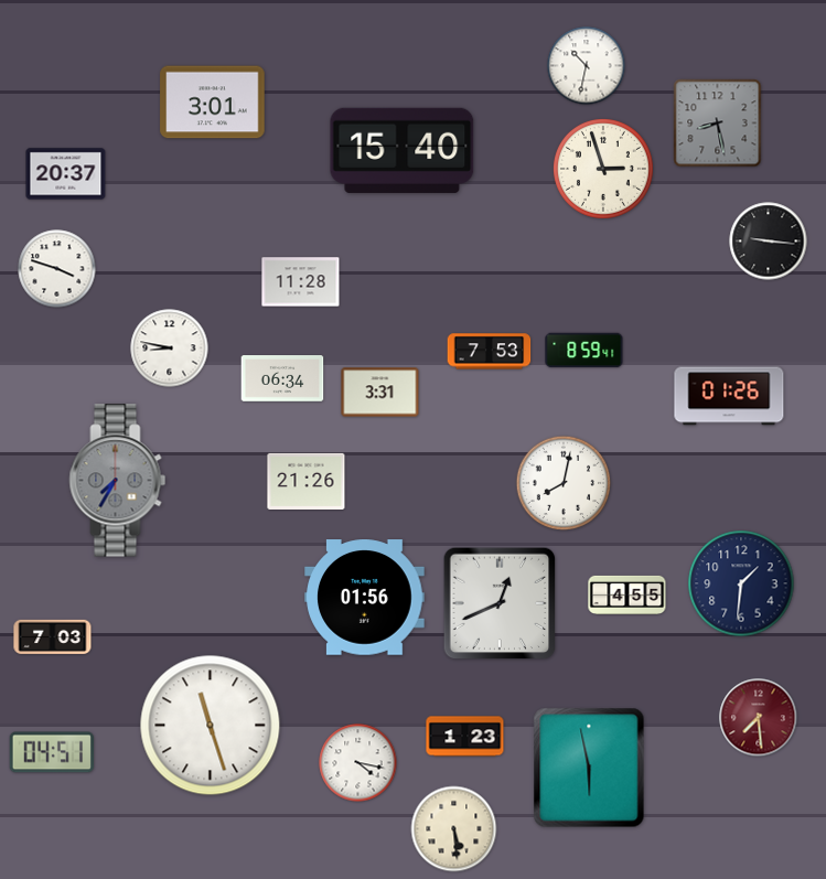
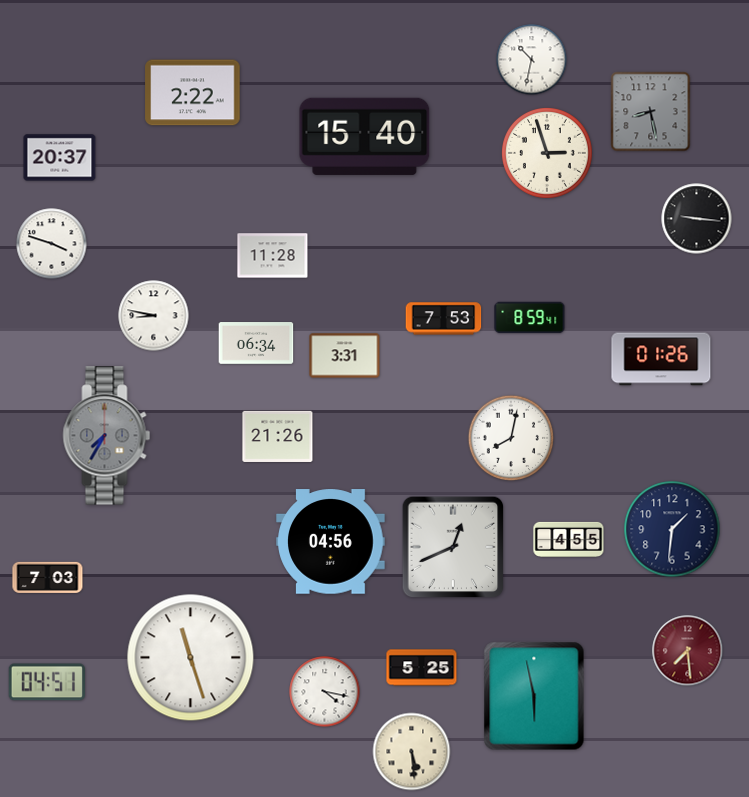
clock at (213, 103): 3:01 -> 2:22
clock at (365, 598): 01:56 -> 04:56
clock at (465, 737): 1:23 -> 5:25
